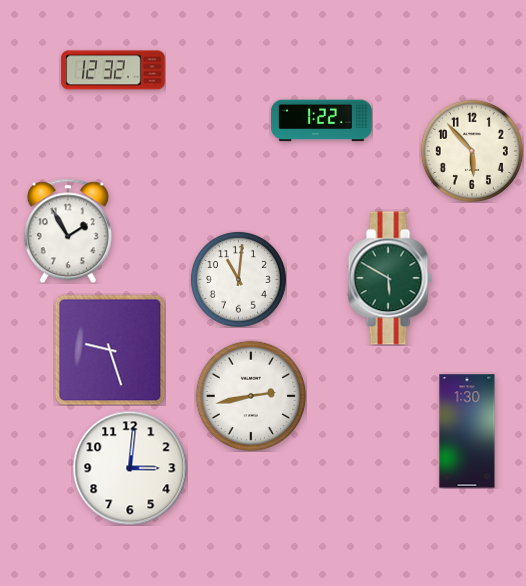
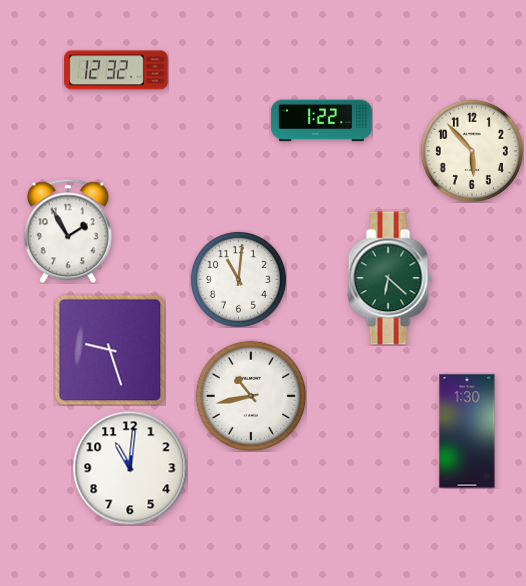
clock at (113, 70) position: (113, 70) -> (116, 70)
clock at (390, 278): 5:50 -> 6:22
clock at (251, 396): 2:43 -> 10:43
clock at (130, 468): 3:01 -> 11:01
